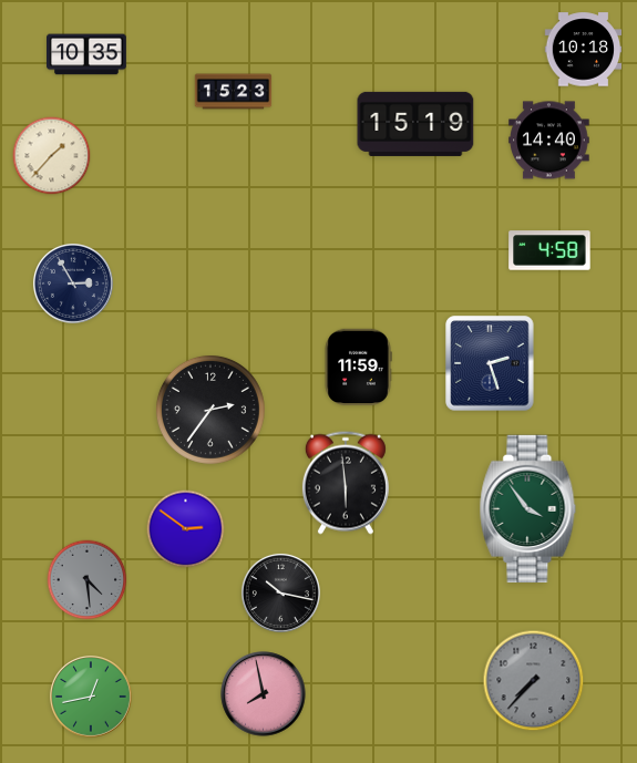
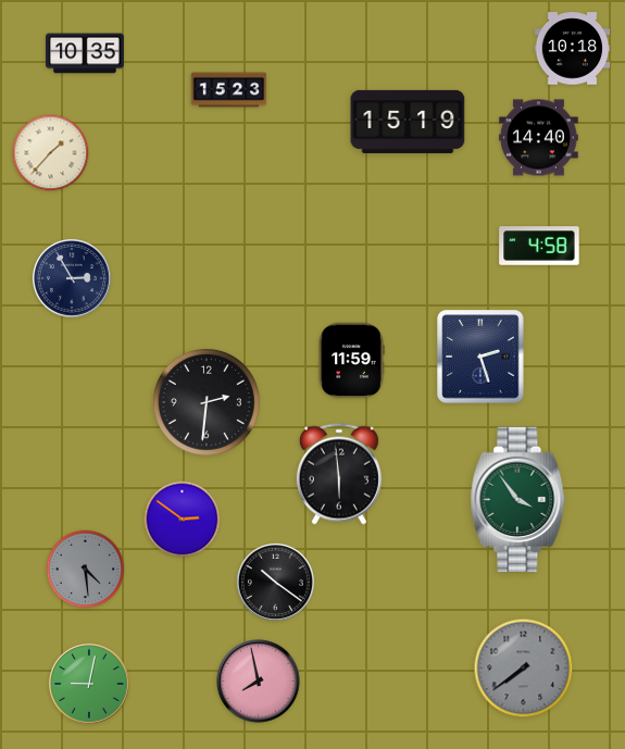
clock at (210, 410): 2:36 -> 2:31
clock at (280, 592): 10:17 -> 10:21
clock at (534, 681): 7:37 -> 7:39
clock at (91, 697): 12:43 -> 9:02
